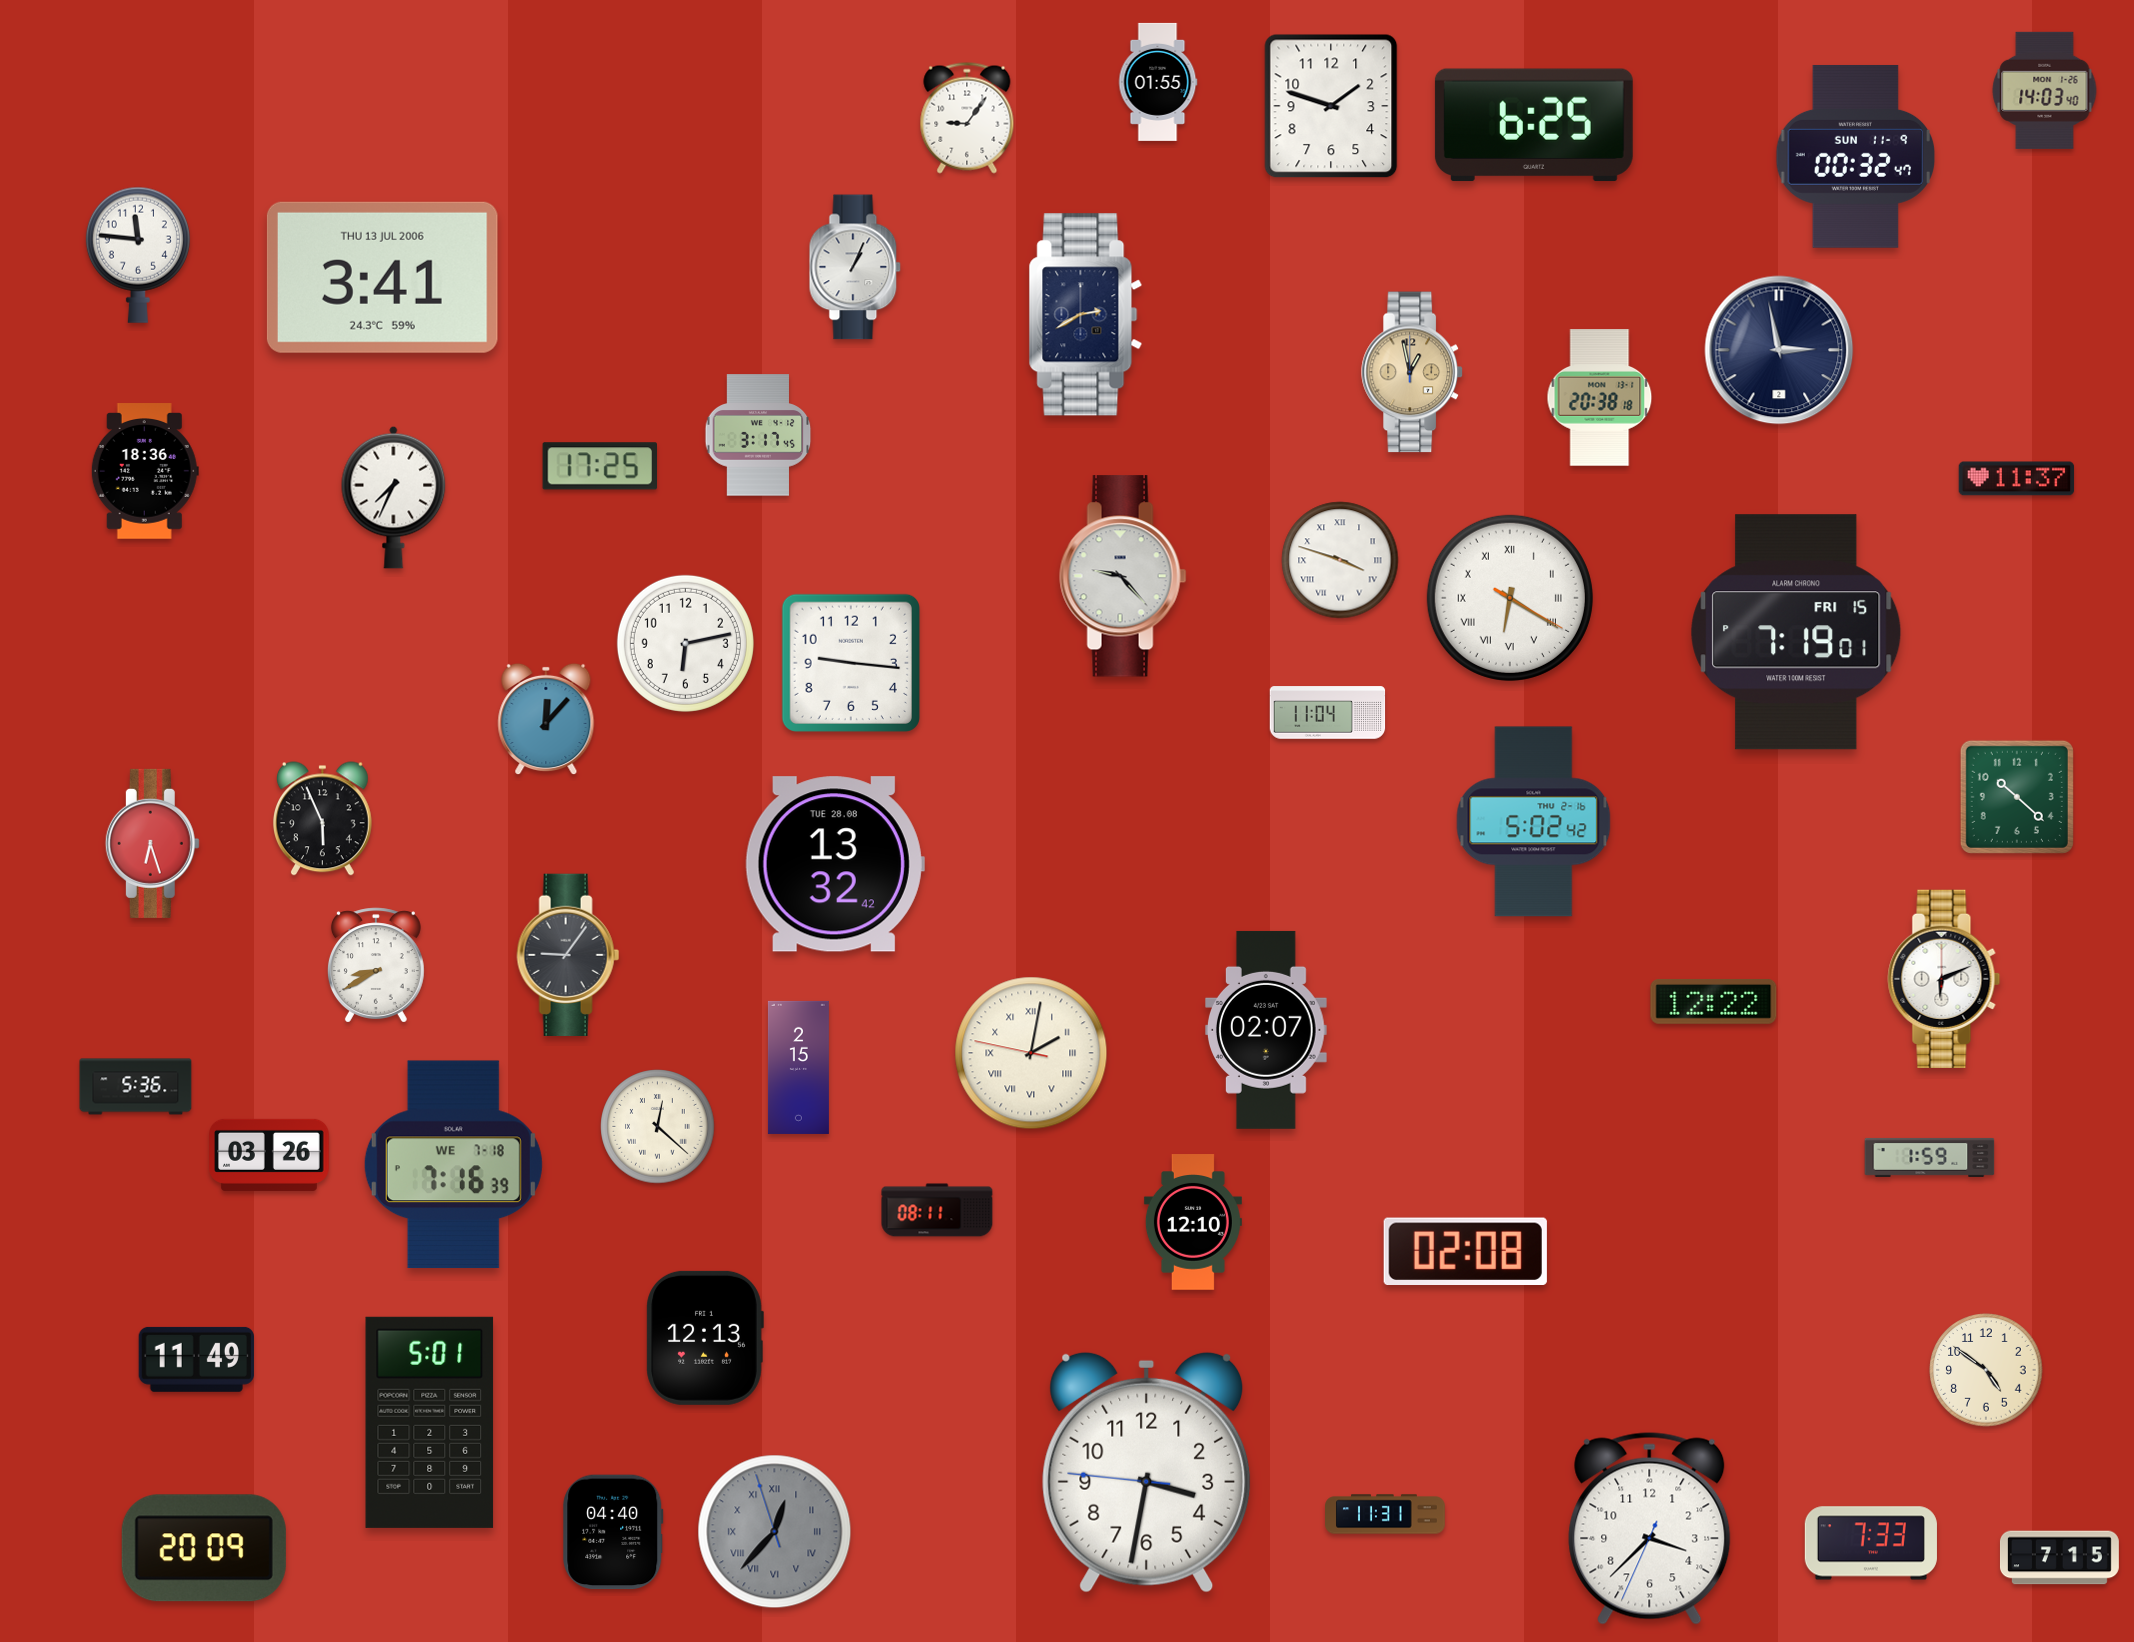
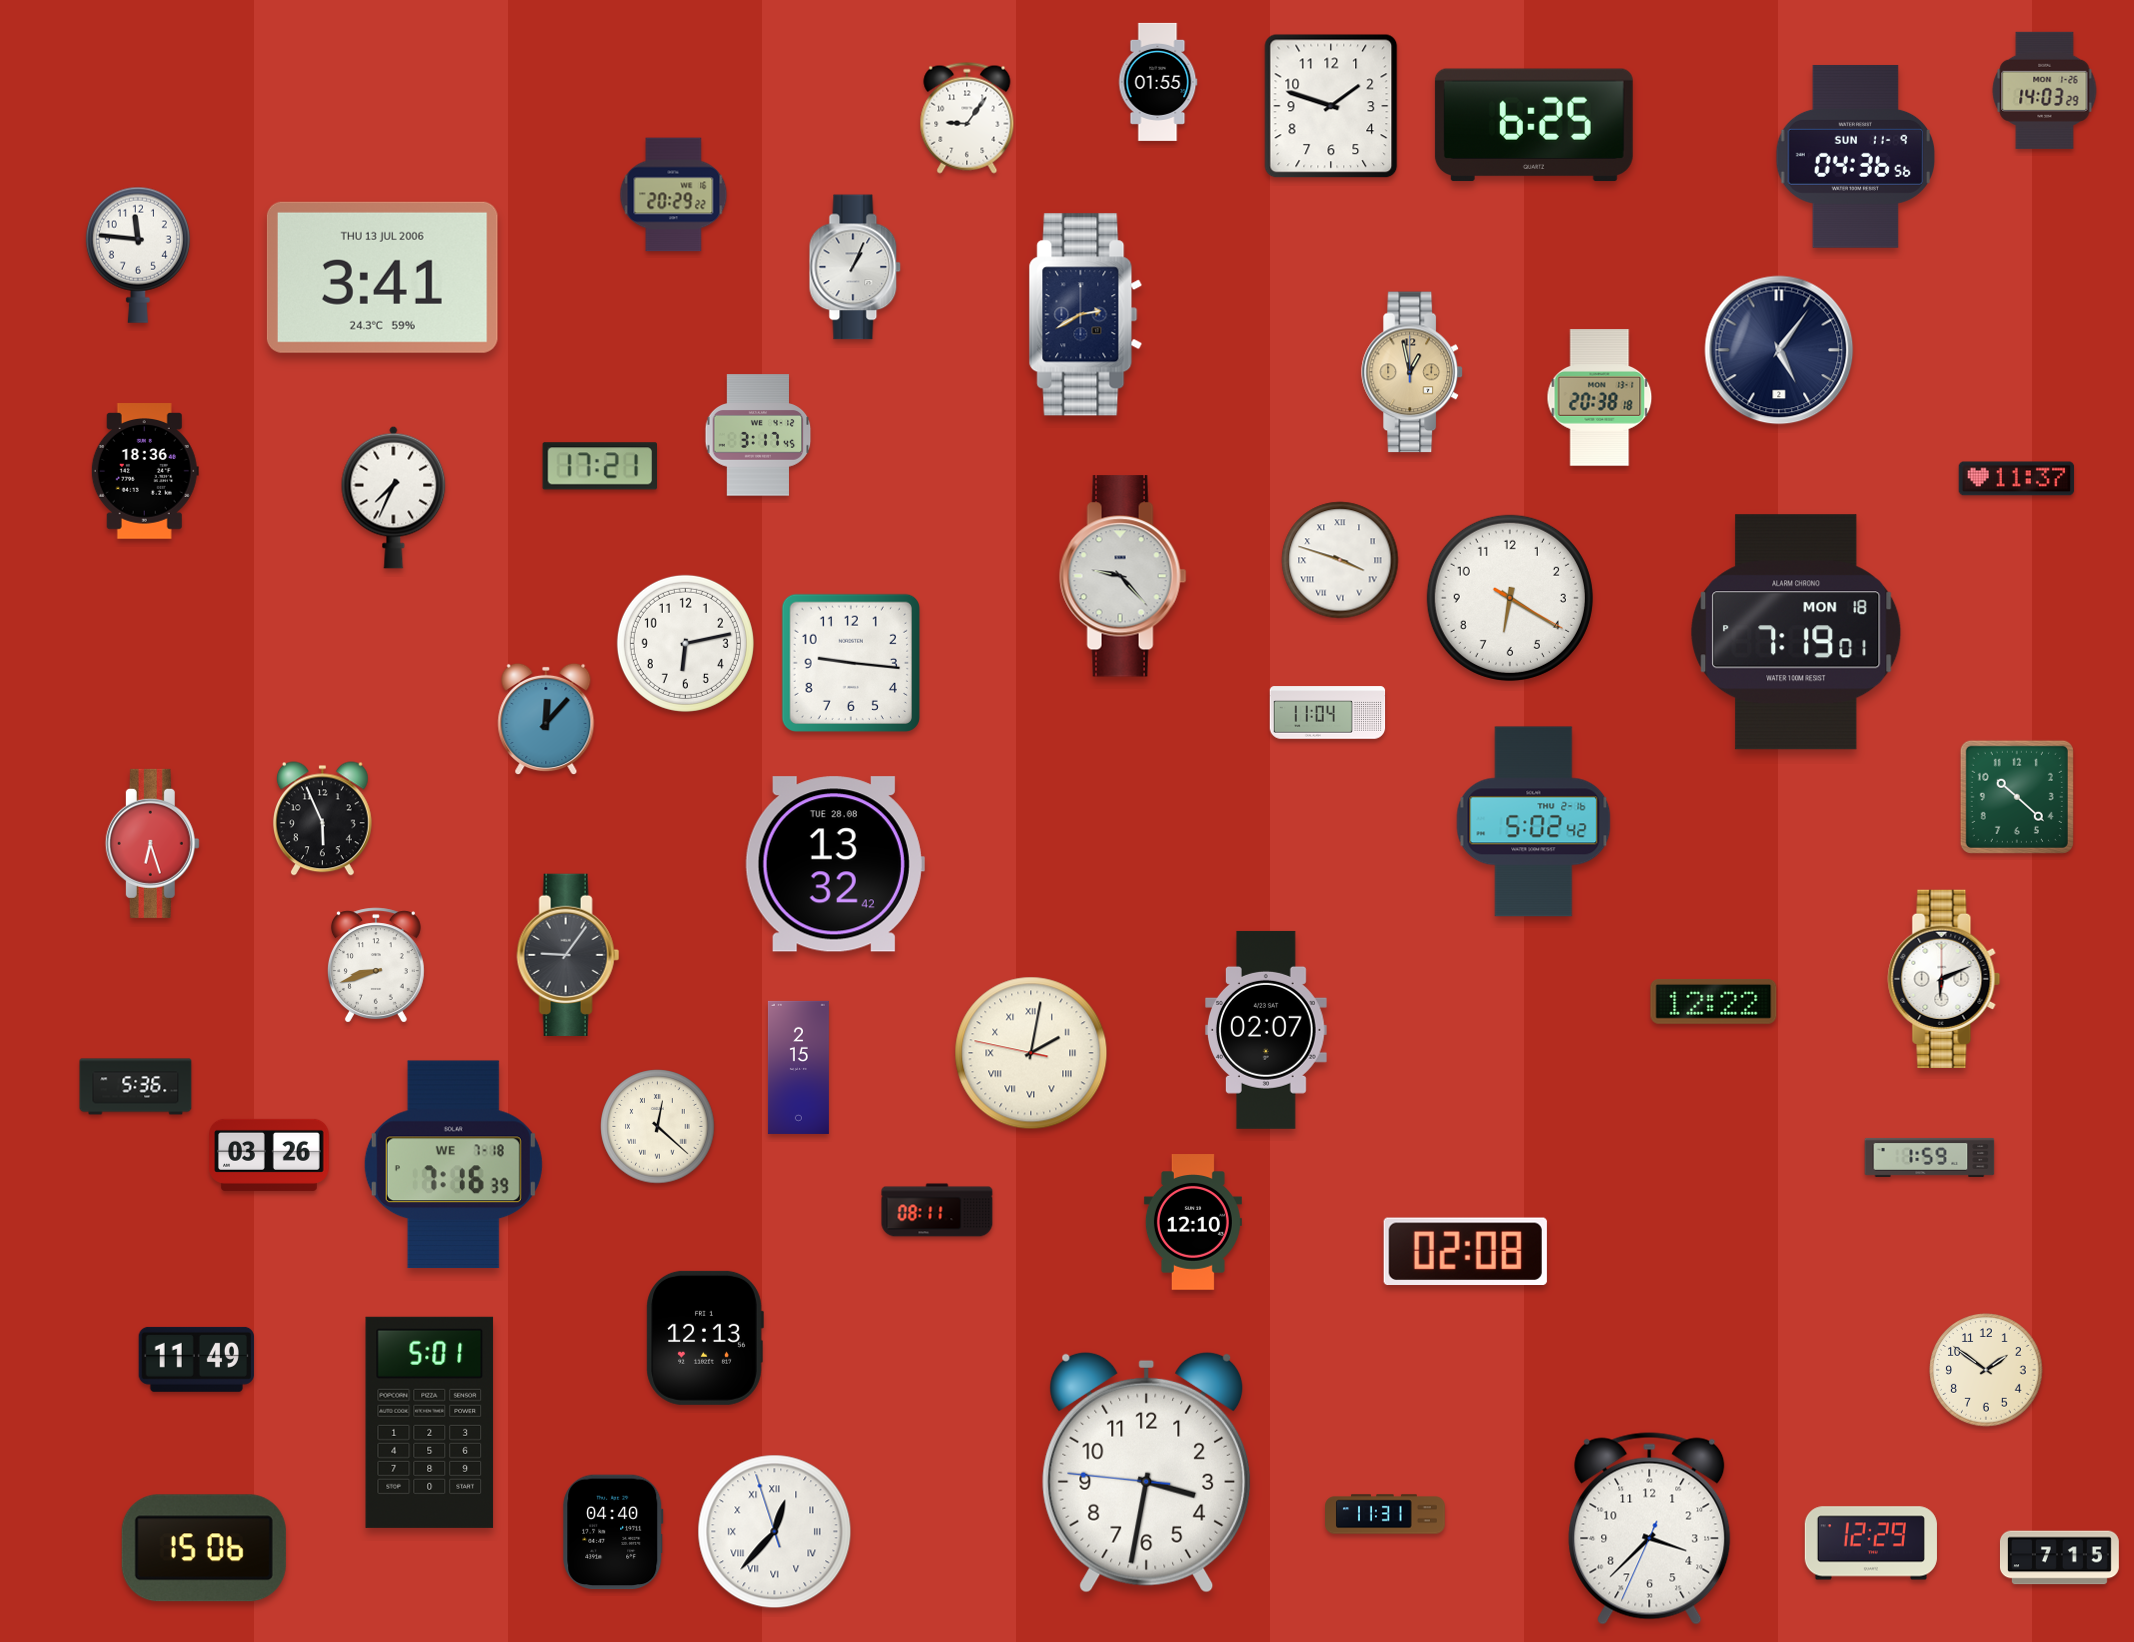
clock at (2045, 90): 14:03:40 -> 14:03:29
clock at (1856, 156): 00:32 -> 04:36
clock at (674, 195): none -> 20:29
clock at (1779, 350): 2:58 -> 5:06
clock at (600, 466): 17:25 -> 17:21
clock at (1510, 598) numerals: Roman -> Arabic
clock at (1796, 632) date: FRI 15 -> MON 18
clock at (376, 965): 8:40 -> 8:42
clock at (1986, 1370): 4:51 -> 1:51
clock at (775, 1532) dial: grey -> white
clock at (1871, 1543): 7:33 -> 12:29
clock at (204, 1548): 20:09 -> 15:06
